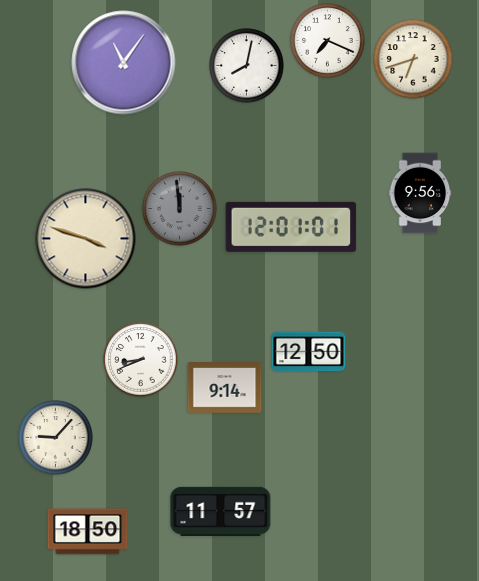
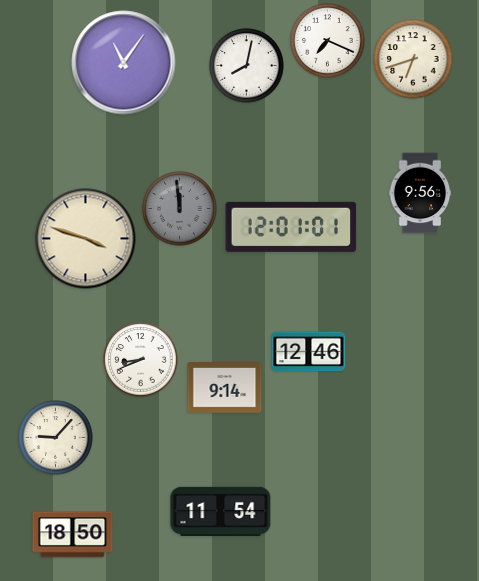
clock at (309, 352): 12:50 -> 12:46
clock at (221, 511): 11:57 -> 11:54
clock at (88, 532) position: (88, 532) -> (73, 535)
